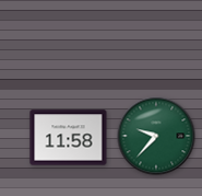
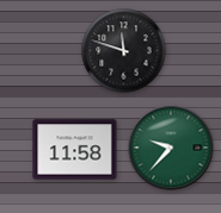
clock at (124, 51): none -> 11:48
